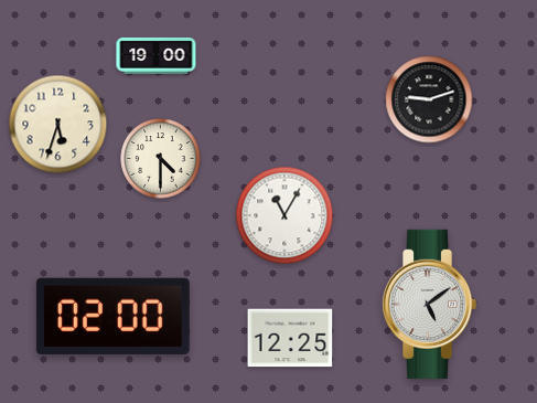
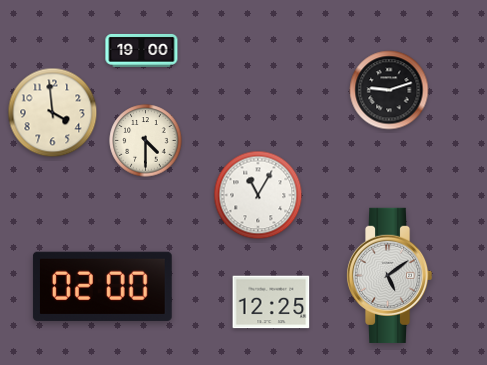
clock at (58, 125): 5:33 -> 3:59
clock at (161, 159) position: (161, 159) -> (146, 141)
clock at (290, 338) position: (290, 338) -> (271, 302)
